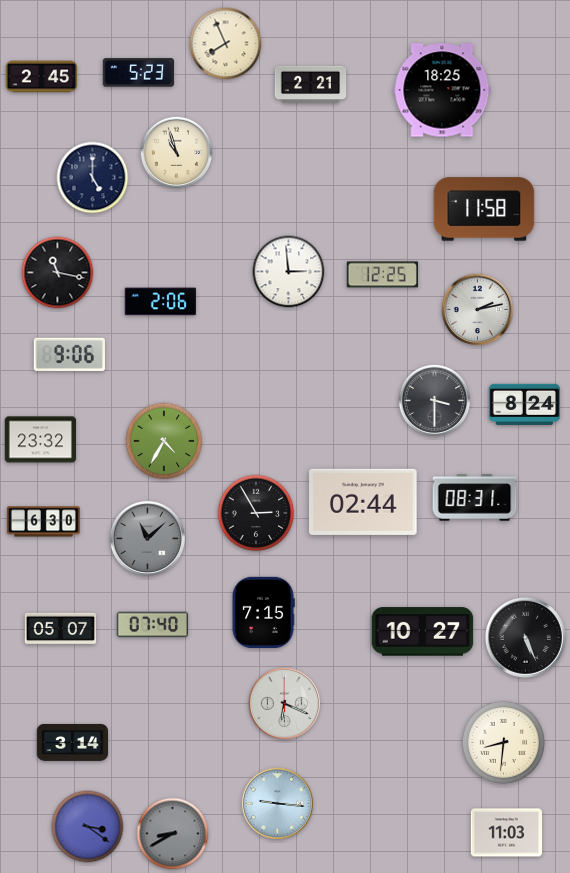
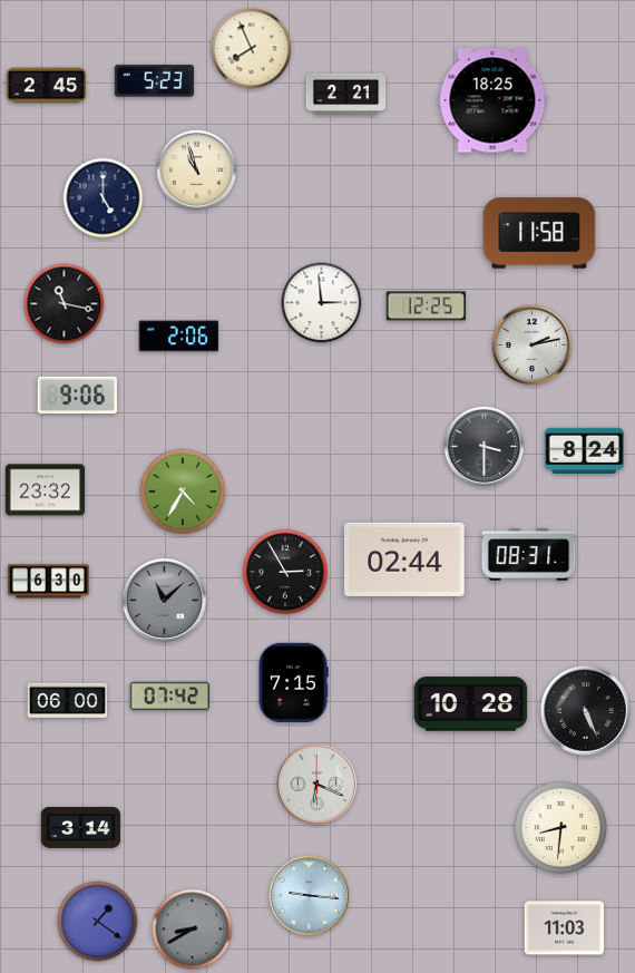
clock at (152, 625): 07:40 -> 07:42
clock at (61, 629): 05:07 -> 06:00
clock at (423, 632): 10:27 -> 10:28
clock at (88, 827): 3:21 -> 1:21
